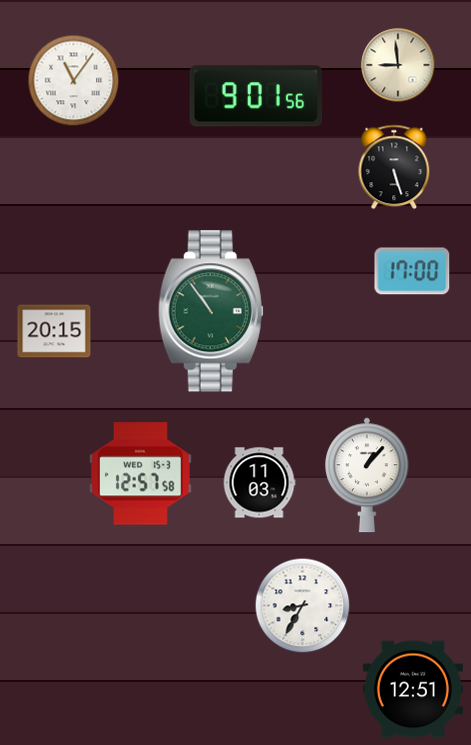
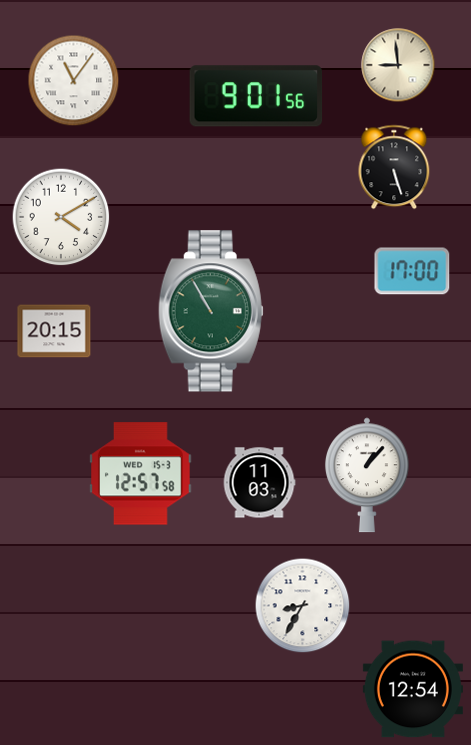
clock at (61, 217): none -> 4:10
clock at (211, 311): 10:54 -> 10:55
clock at (413, 689): 12:51 -> 12:54
